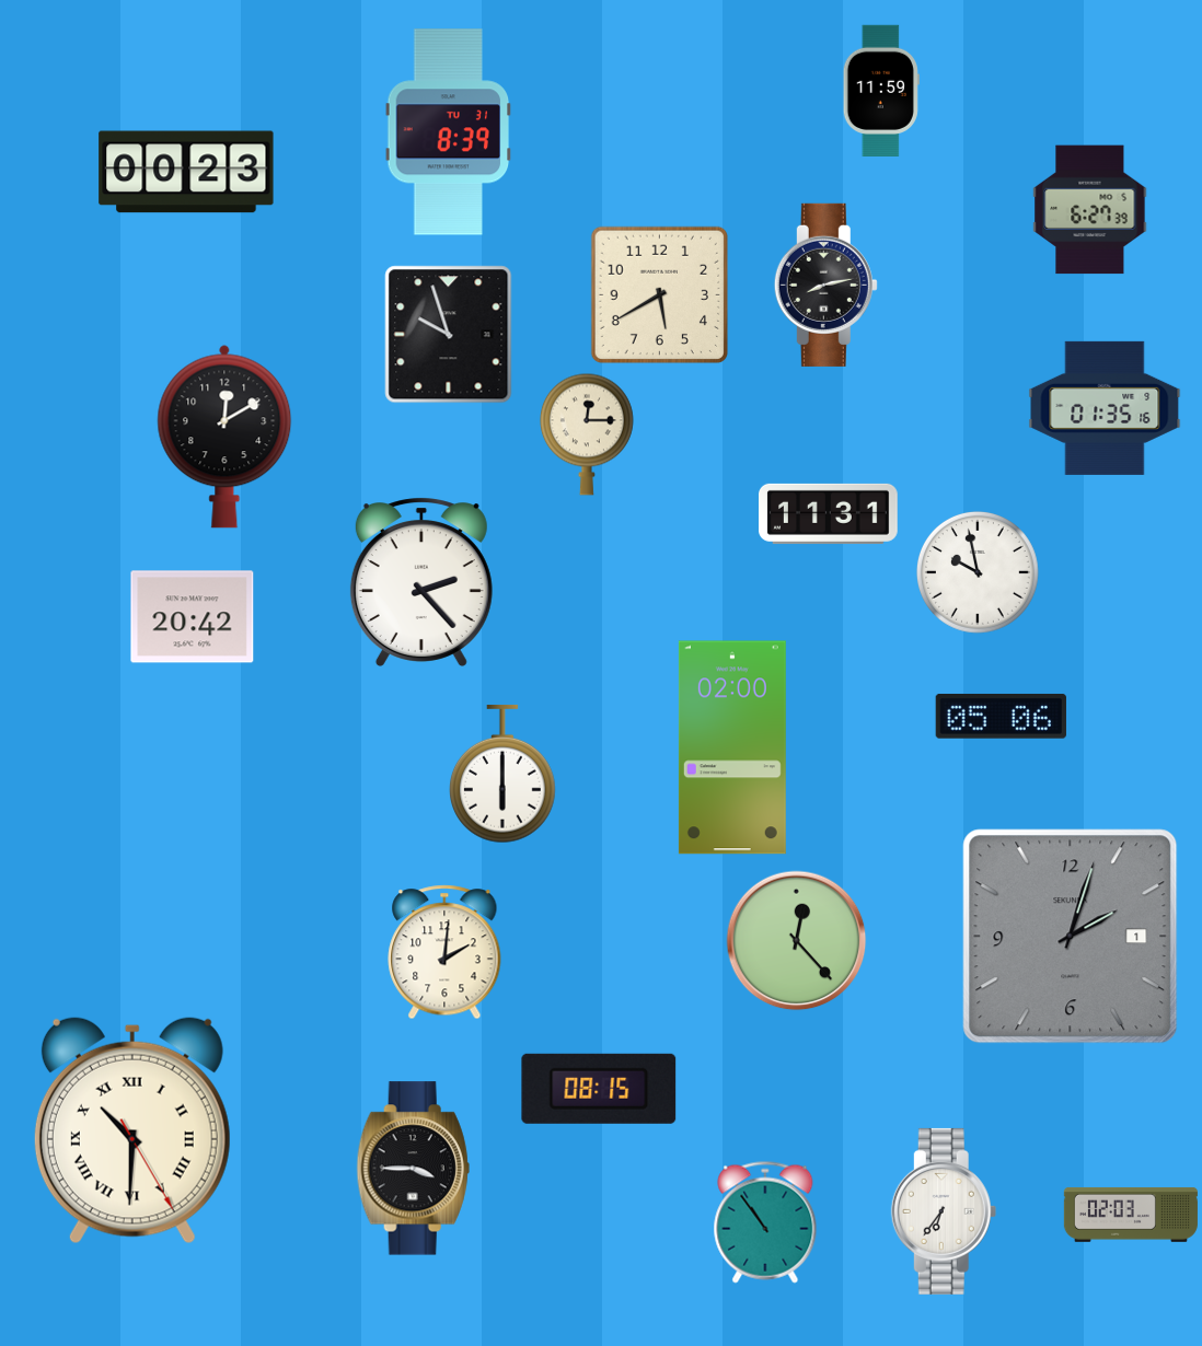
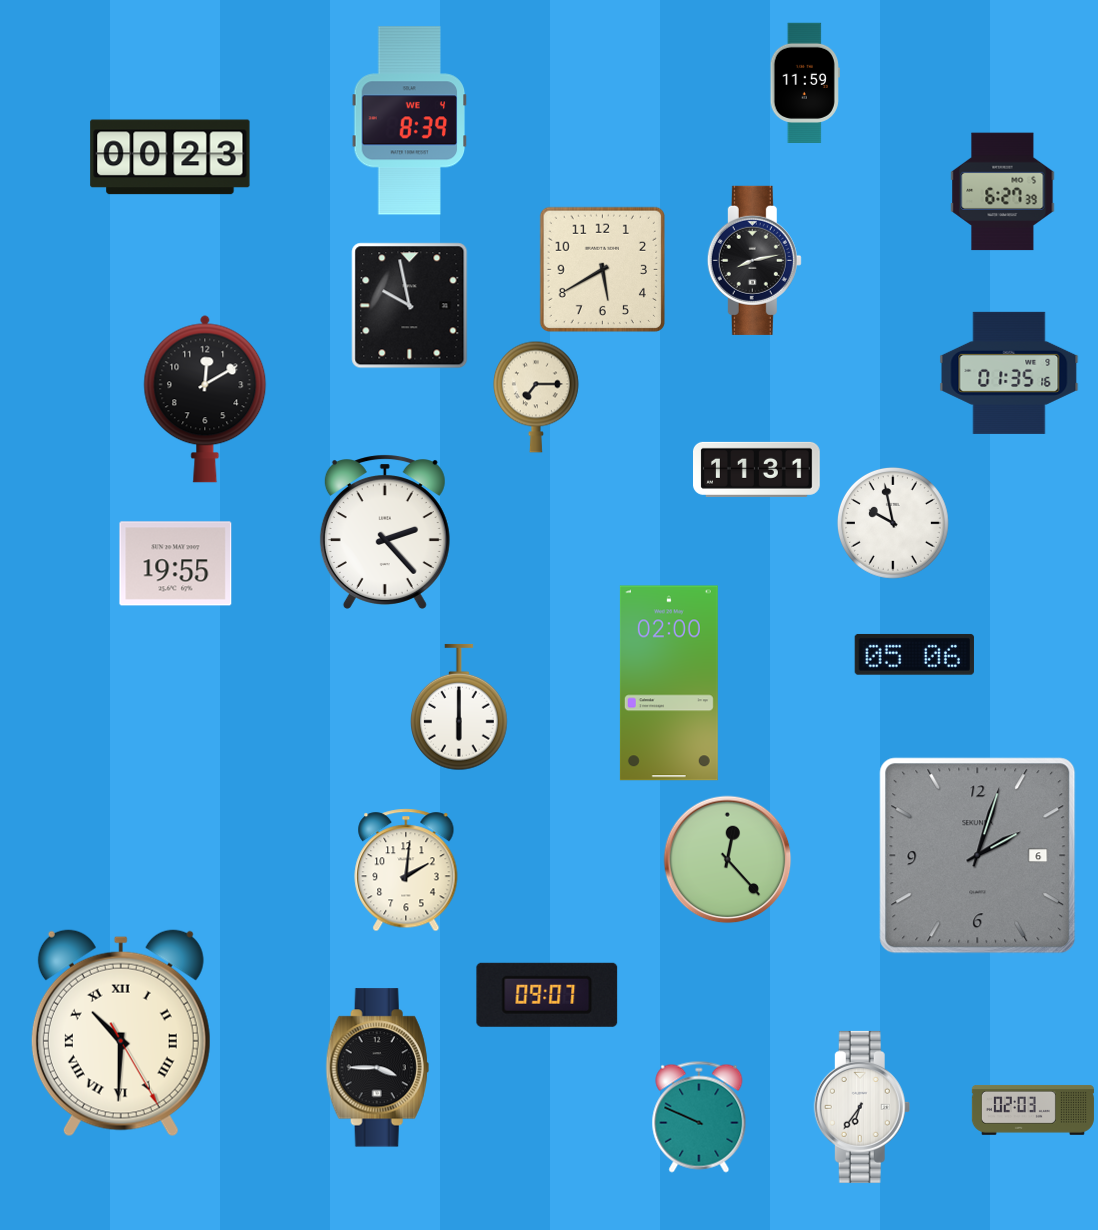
clock at (449, 132) date: TU 31 -> WE 4
clock at (1090, 210) position: (1090, 210) -> (1003, 192)
clock at (449, 335): 9:57 -> 9:58
clock at (587, 434): 12:15 -> 7:15
clock at (193, 617): 20:42 -> 19:55
clock at (1071, 937) date: 1 -> 6
clock at (599, 1089): 08:15 -> 09:07
clock at (765, 1222): 10:54 -> 9:49
